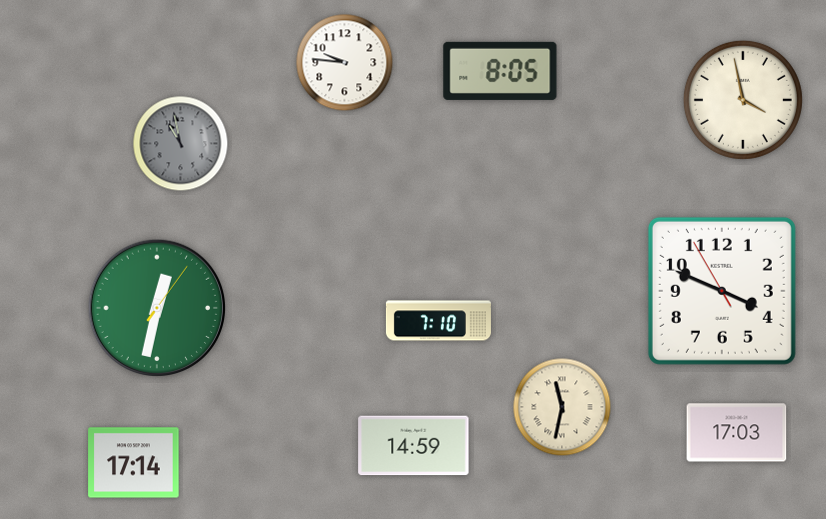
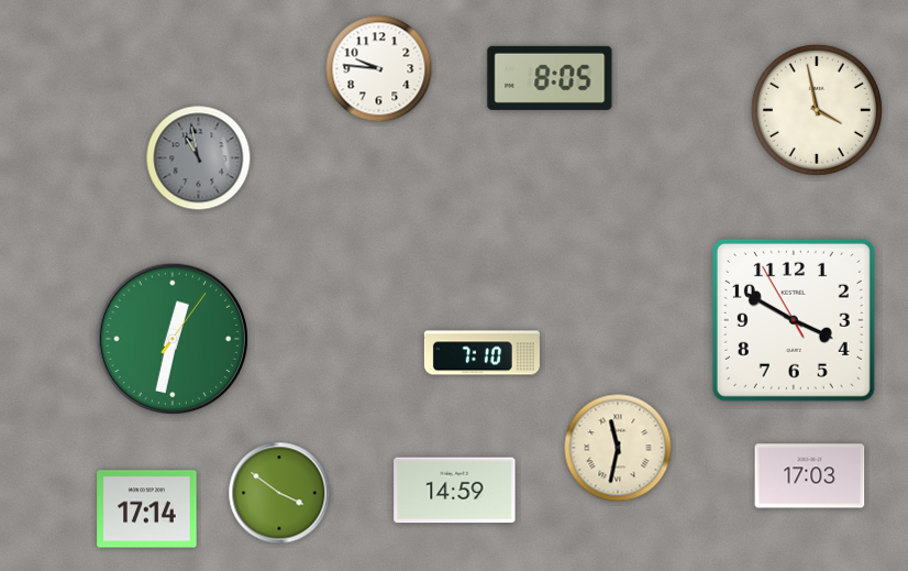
clock at (722, 291): 3:48 -> 3:49
clock at (279, 493): none -> 3:51
